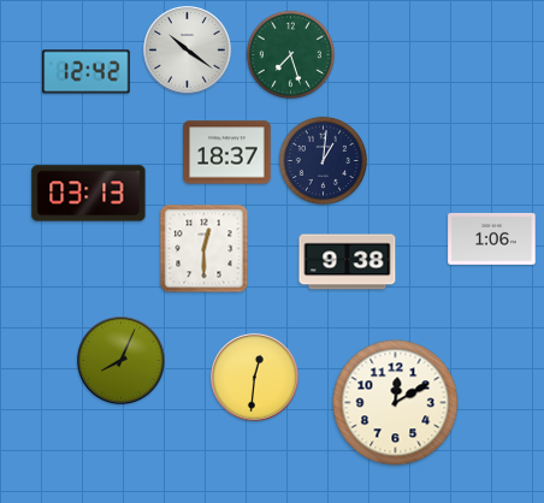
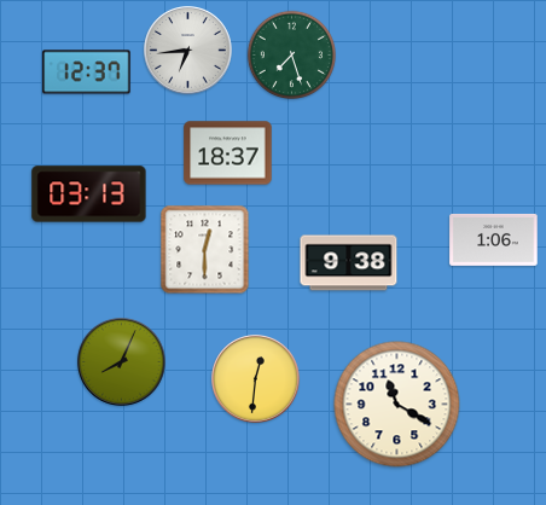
clock at (188, 51): 10:21 -> 6:44
clock at (87, 72): 12:42 -> 12:37
clock at (323, 160): 1:01 -> none
clock at (396, 403): 12:10 -> 11:20
